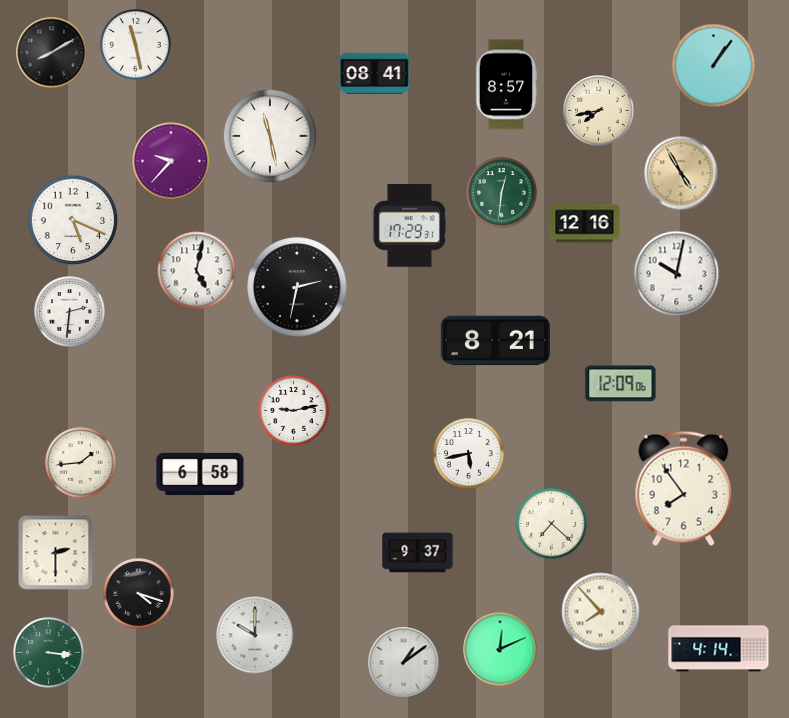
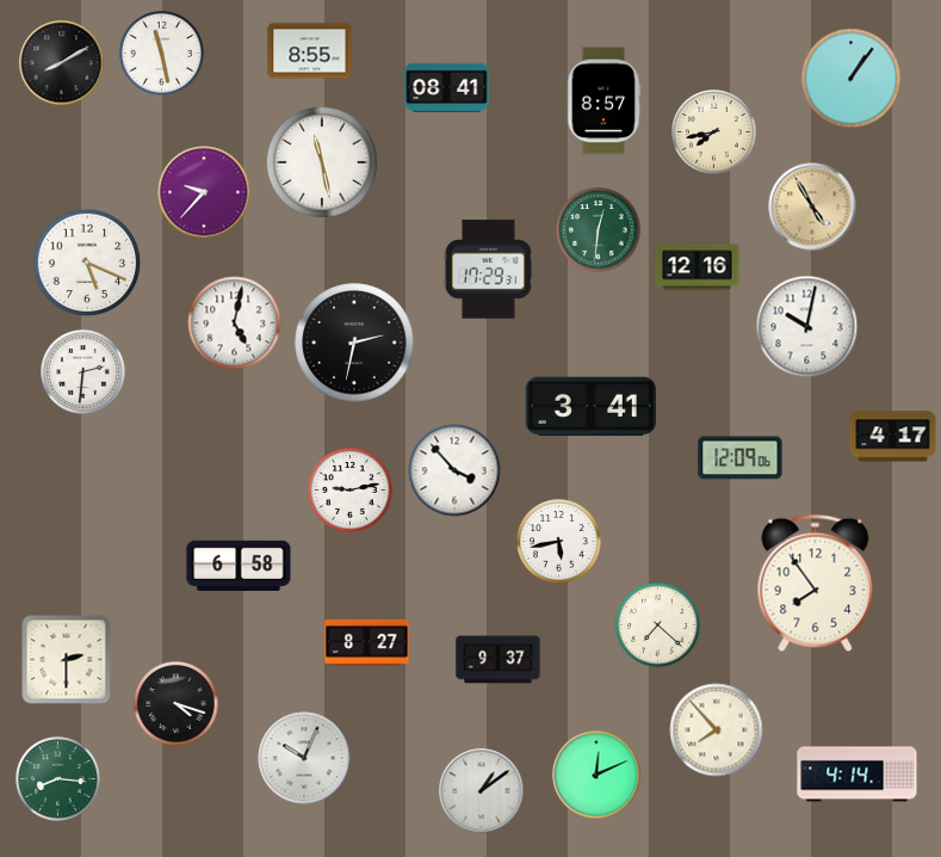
clock at (310, 51): none -> 8:55
clock at (495, 341): 8:21 -> 3:41
clock at (893, 437): none -> 4:17
clock at (454, 470): none -> 3:53
clock at (81, 463): 1:44 -> none
clock at (367, 642): none -> 8:27
clock at (139, 594) position: (139, 594) -> (177, 704)
clock at (255, 635): 10:00 -> 10:04
clock at (49, 653): 3:16 -> 8:16
